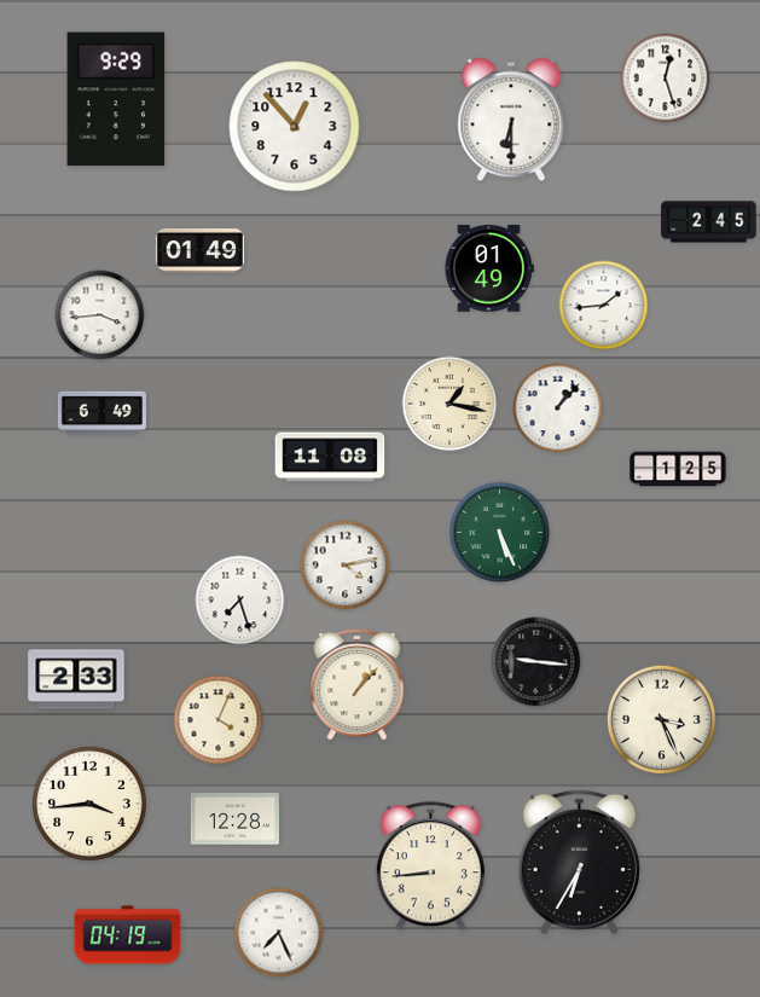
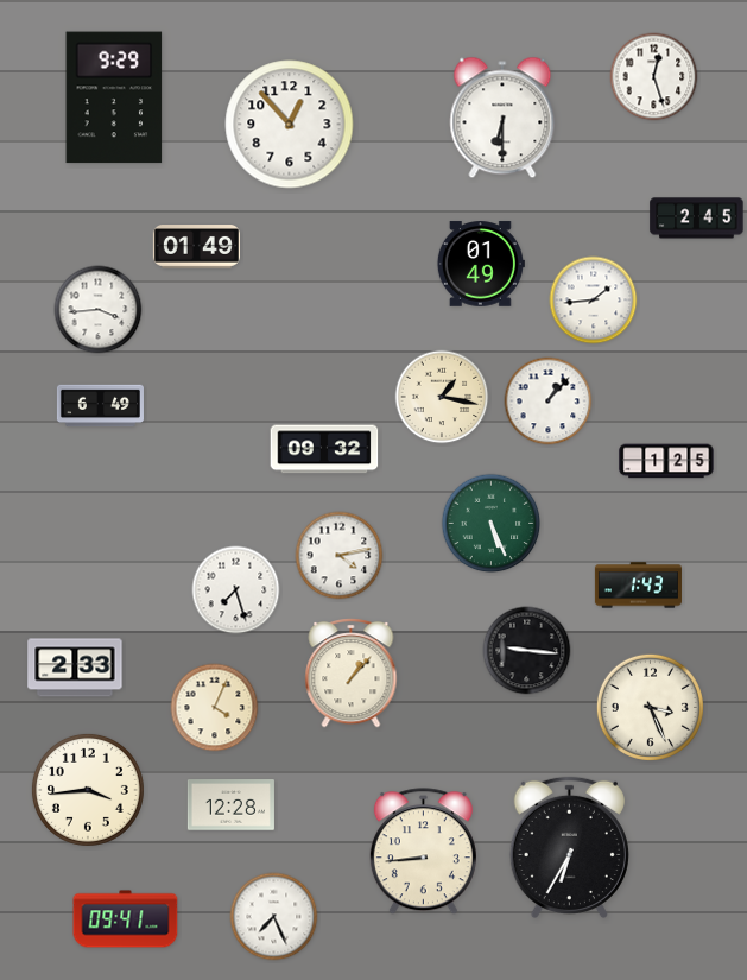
clock at (330, 457): 11:08 -> 09:32
clock at (638, 586): none -> 1:43
clock at (128, 935): 04:19 -> 09:41
